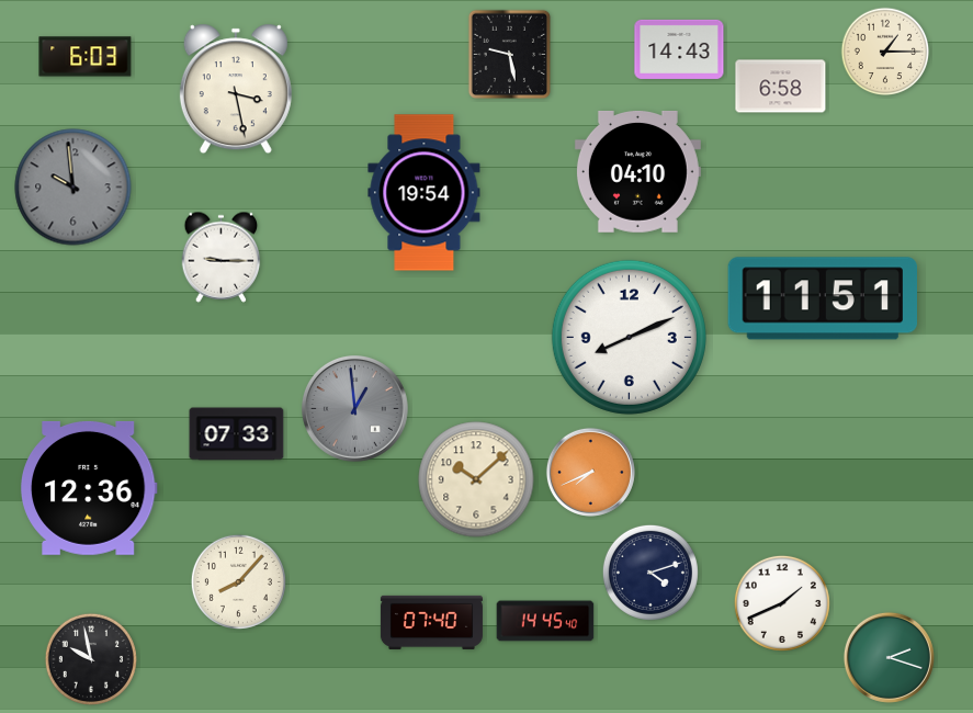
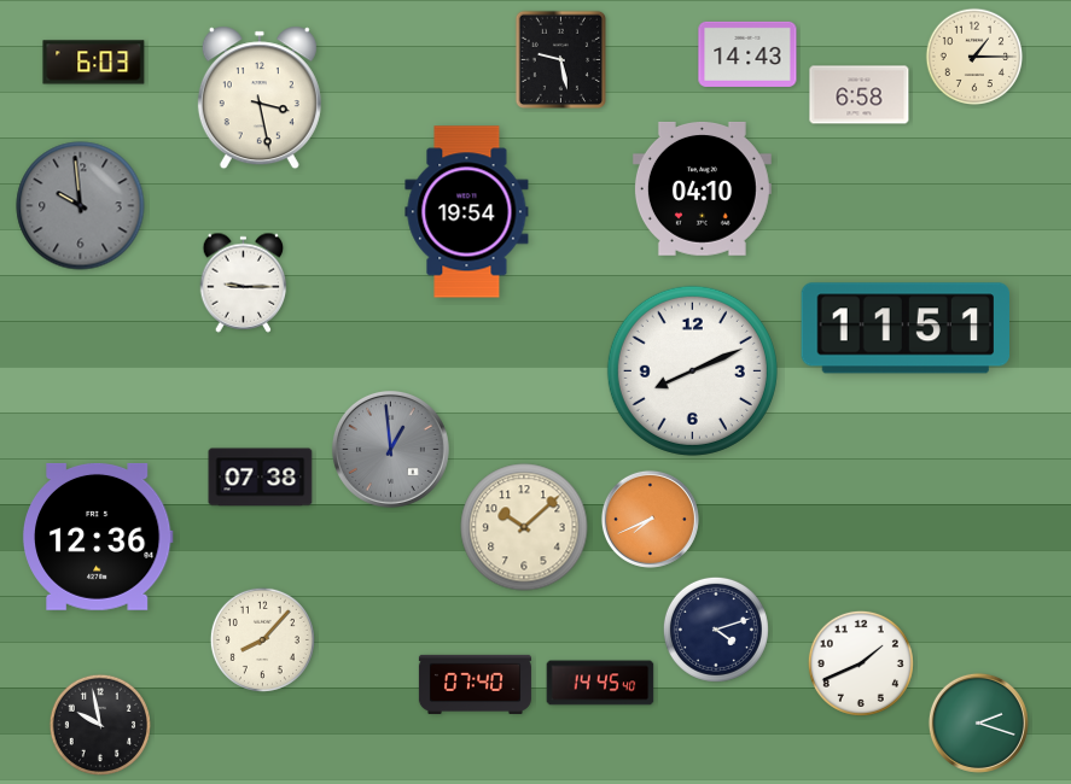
clock at (237, 434): 07:33 -> 07:38
